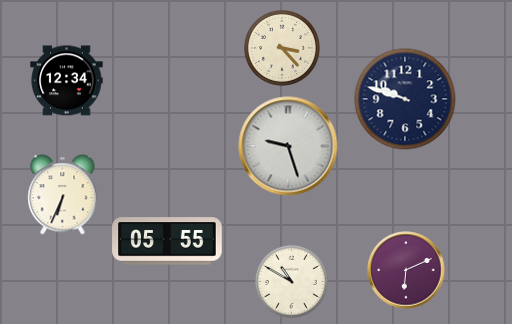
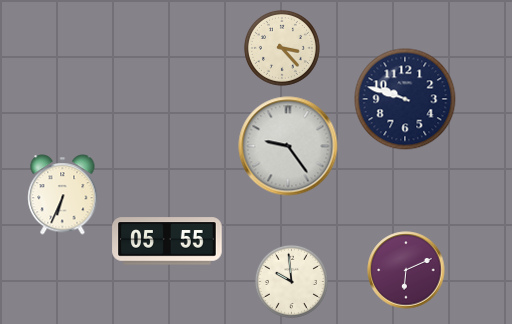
clock at (67, 81): 12:34 -> none
clock at (288, 146): 9:27 -> 9:24
clock at (291, 281): 10:50 -> 9:59
